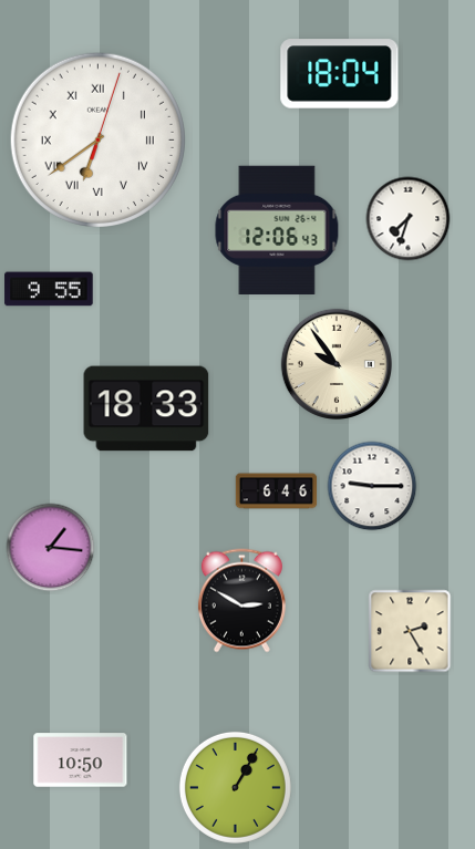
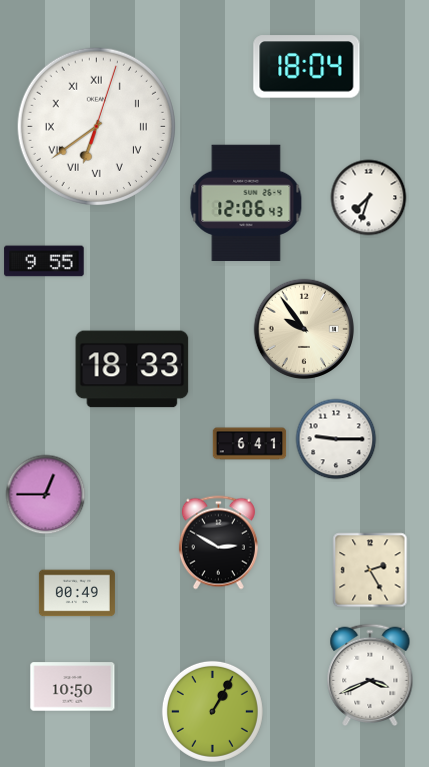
clock at (97, 139) position: (97, 139) -> (96, 126)
clock at (277, 229) position: (277, 229) -> (246, 202)
clock at (277, 491): 6:46 -> 6:41
clock at (51, 548): 1:16 -> 12:45
clock at (77, 593): none -> 00:49
clock at (370, 675): none -> 3:41
